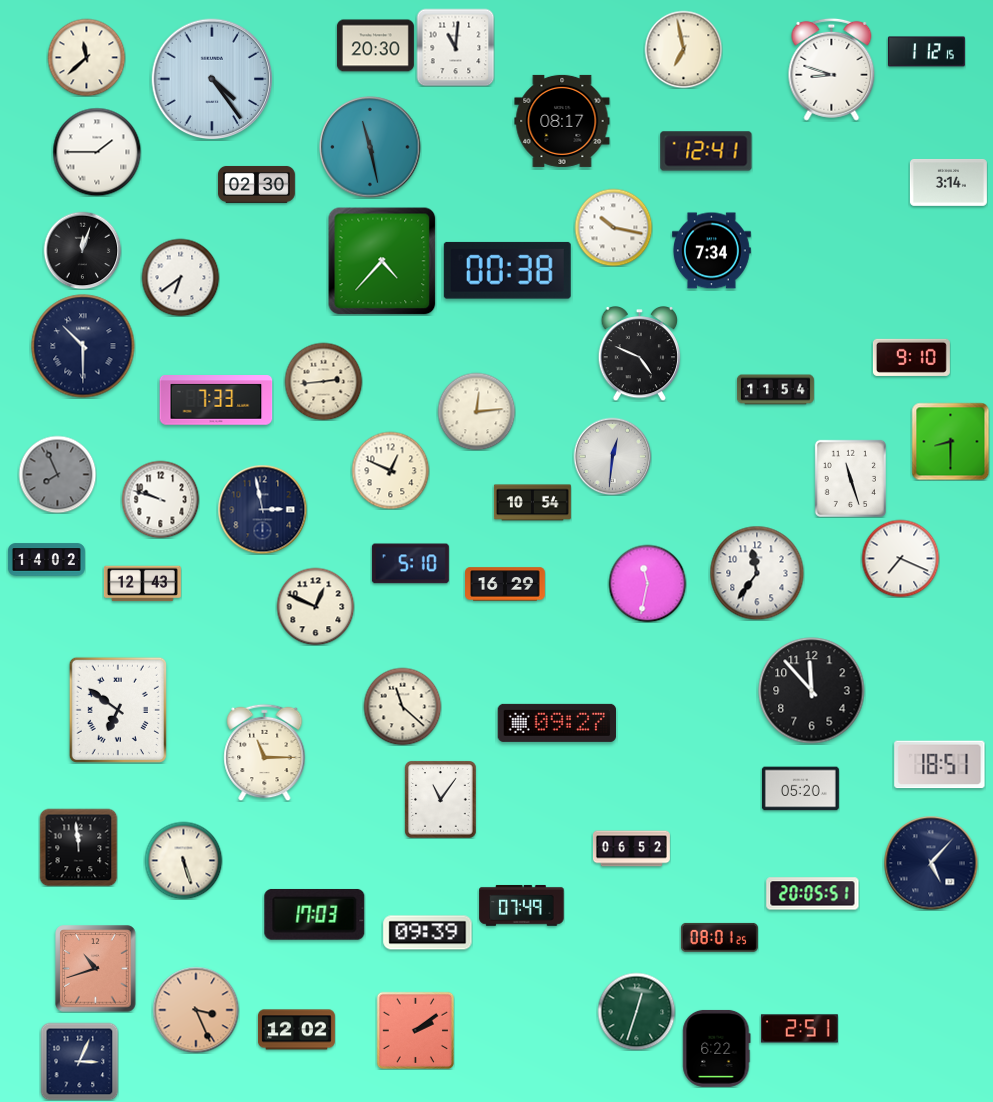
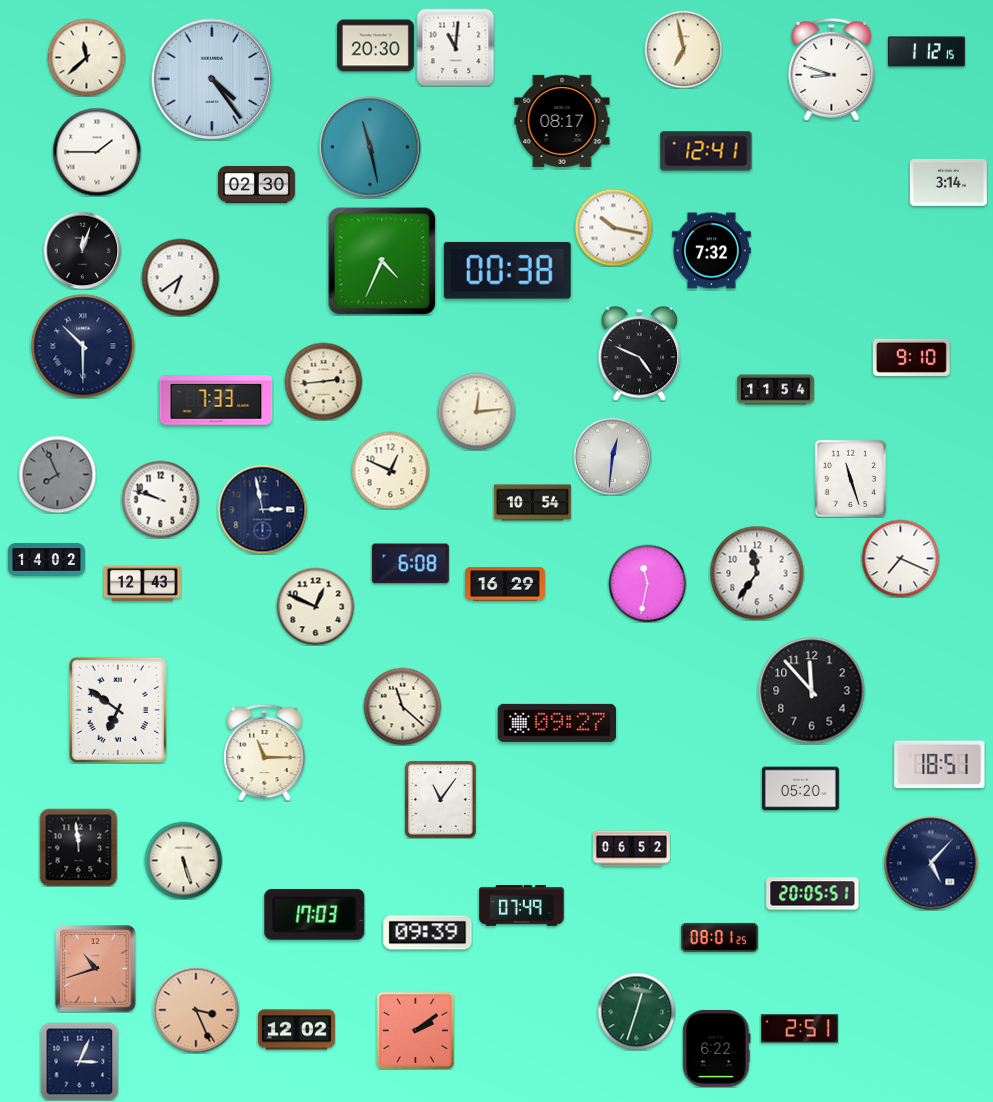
clock at (711, 251): 7:34 -> 7:32
clock at (382, 261): 4:37 -> 4:34
clock at (950, 441): 8:30 -> none
clock at (410, 564): 5:10 -> 6:08
